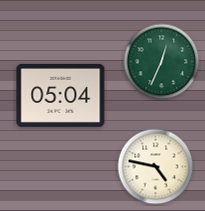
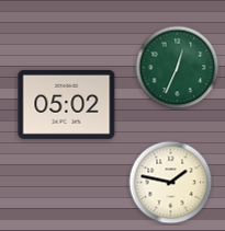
clock at (61, 95): 05:04 -> 05:02
clock at (156, 167): 4:47 -> 1:47
